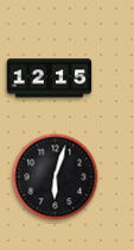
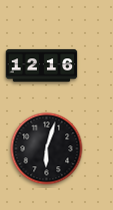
clock at (50, 79): 12:15 -> 12:16
